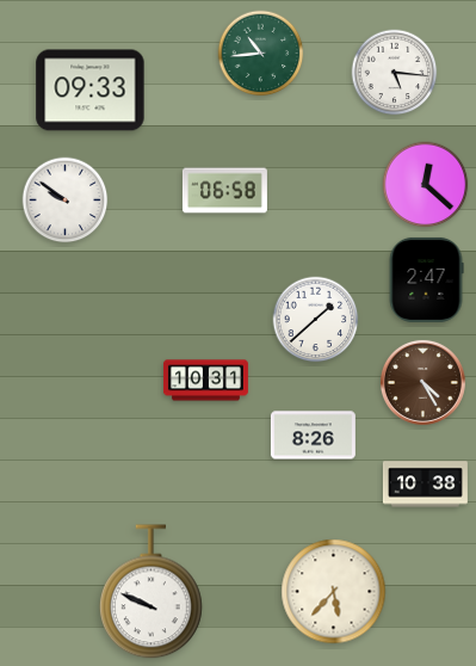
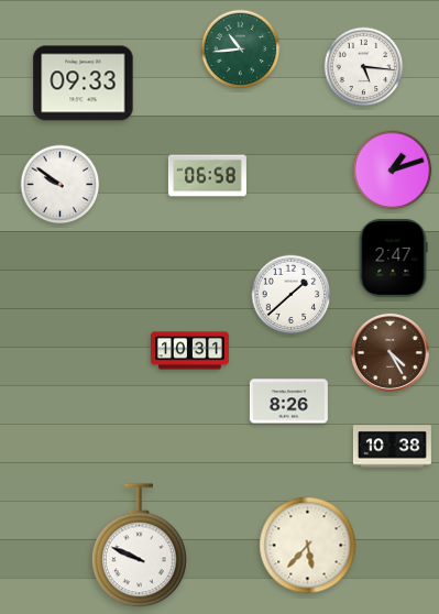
clock at (426, 185): 12:22 -> 1:12
